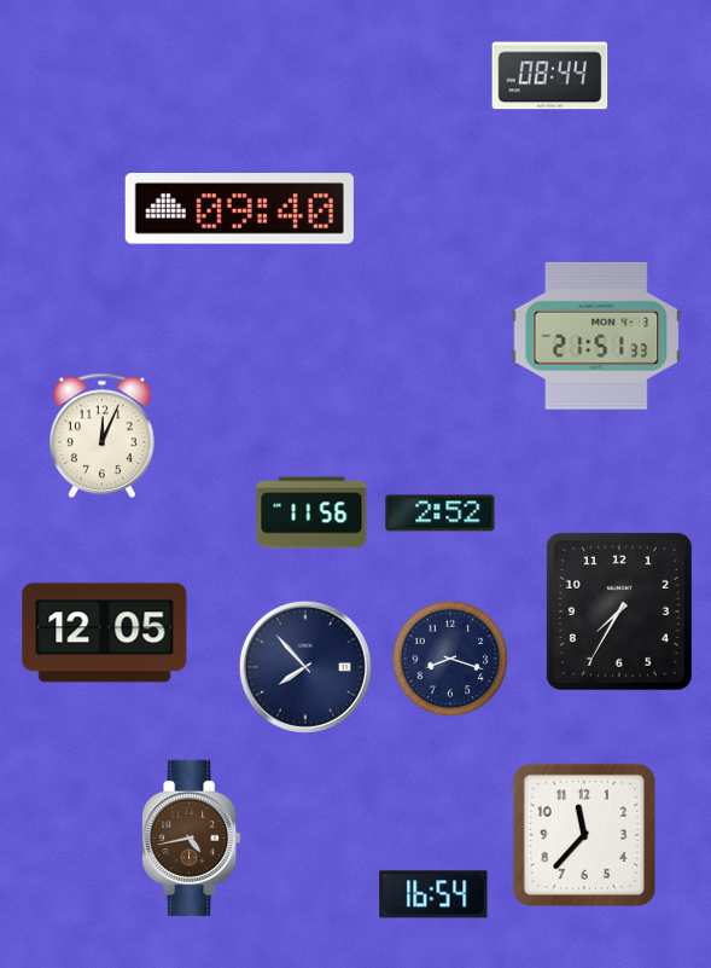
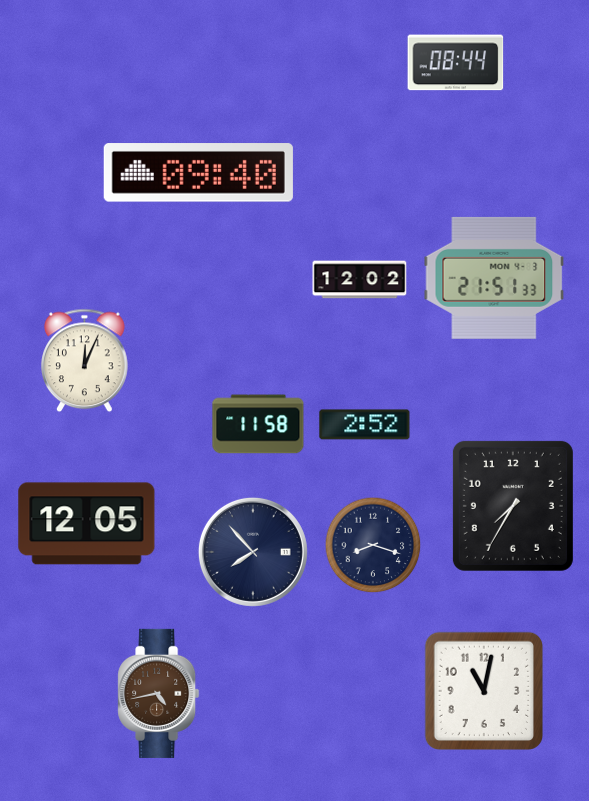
clock at (360, 280): none -> 12:02
clock at (311, 512): 11:56 -> 11:58
clock at (583, 834): 11:37 -> 11:02
clock at (433, 894): 16:54 -> none
